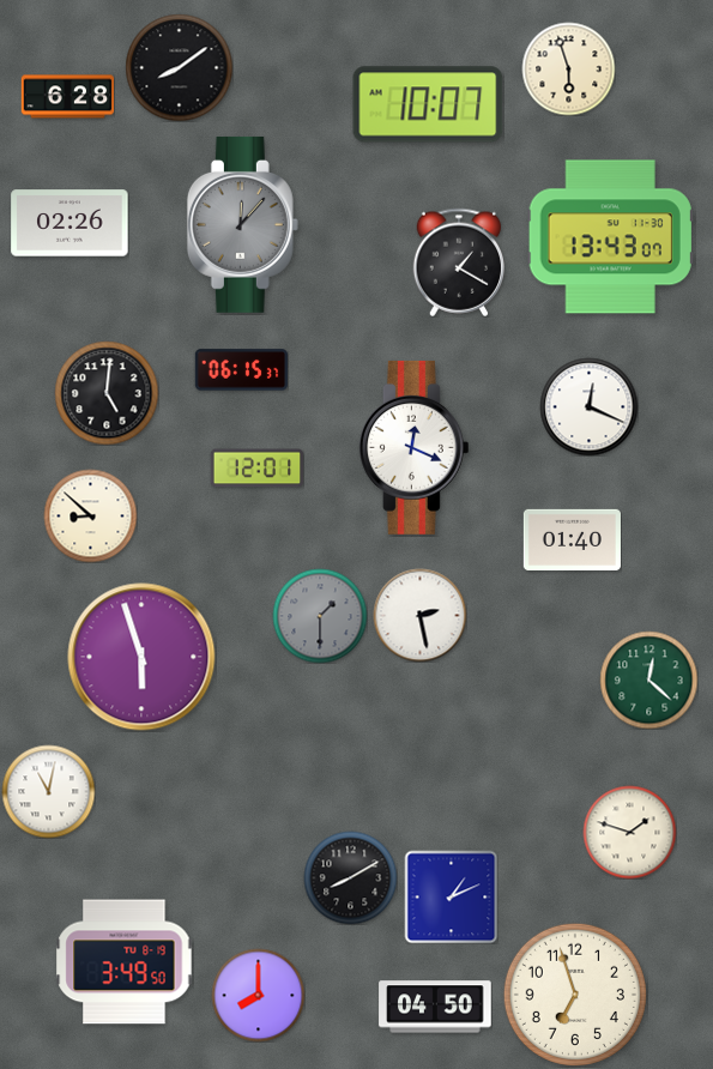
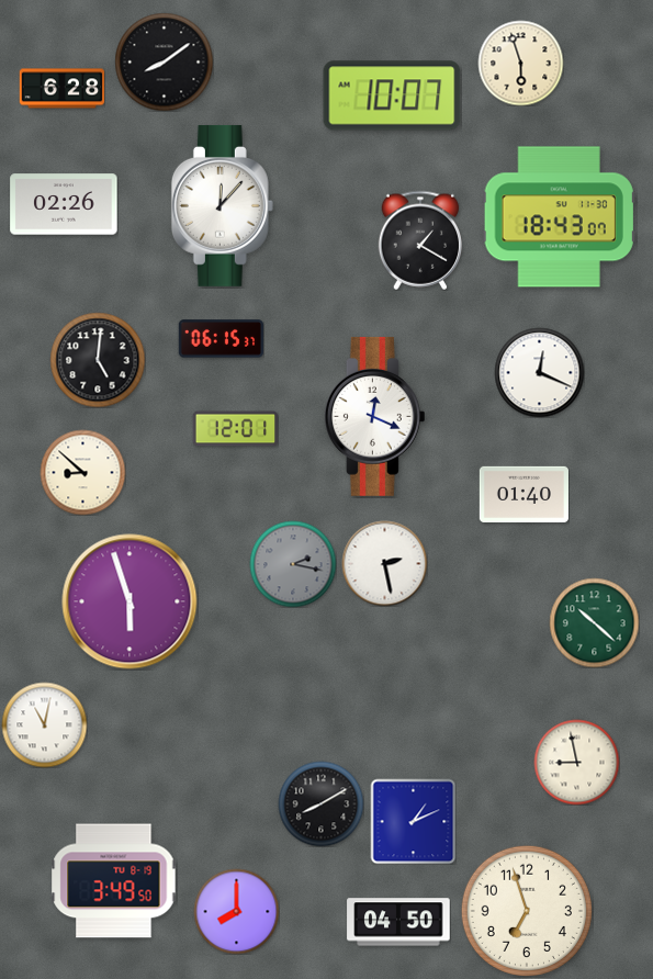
clock at (242, 224) dial: grey -> white
clock at (610, 237): 13:43 -> 18:43
clock at (413, 447) position: (413, 447) -> (374, 416)
clock at (320, 616): 1:30 -> 2:17
clock at (648, 680): 12:22 -> 10:22
clock at (629, 832): 1:48 -> 8:58
